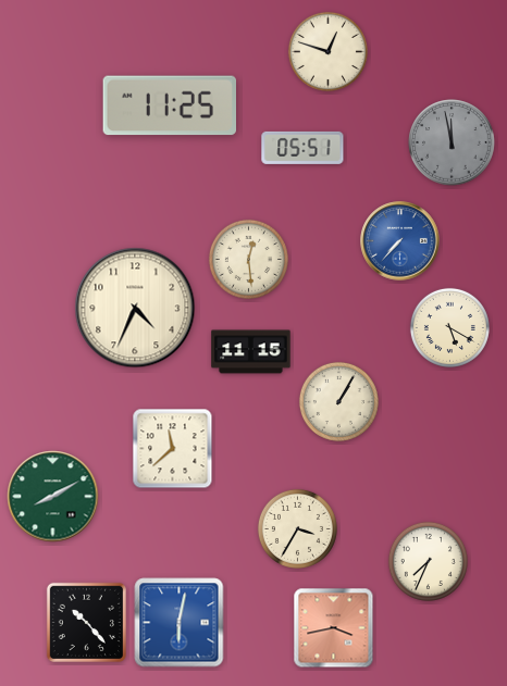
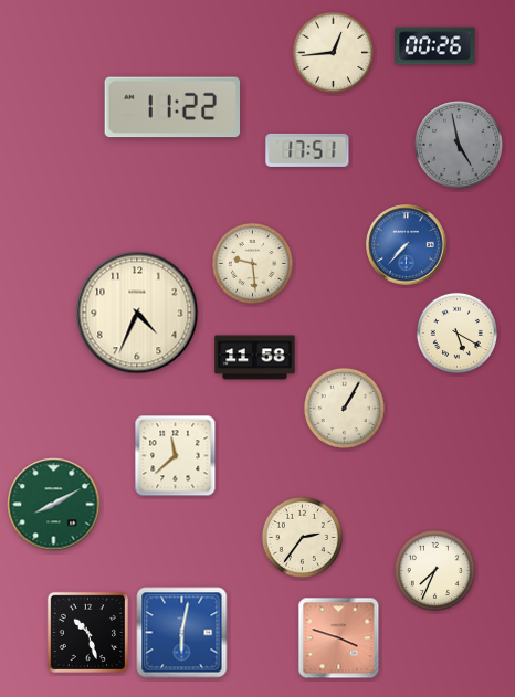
clock at (435, 46): none -> 00:26
clock at (327, 51): 12:48 -> 12:44
clock at (169, 105): 11:25 -> 11:22
clock at (452, 142): 11:58 -> 4:58
clock at (302, 148): 05:51 -> 17:51
clock at (248, 259): 12:29 -> 9:29
clock at (251, 352): 11:15 -> 11:58
clock at (297, 528): 3:35 -> 2:36
clock at (86, 622): 10:23 -> 10:27
clock at (334, 628): 3:43 -> 3:48
